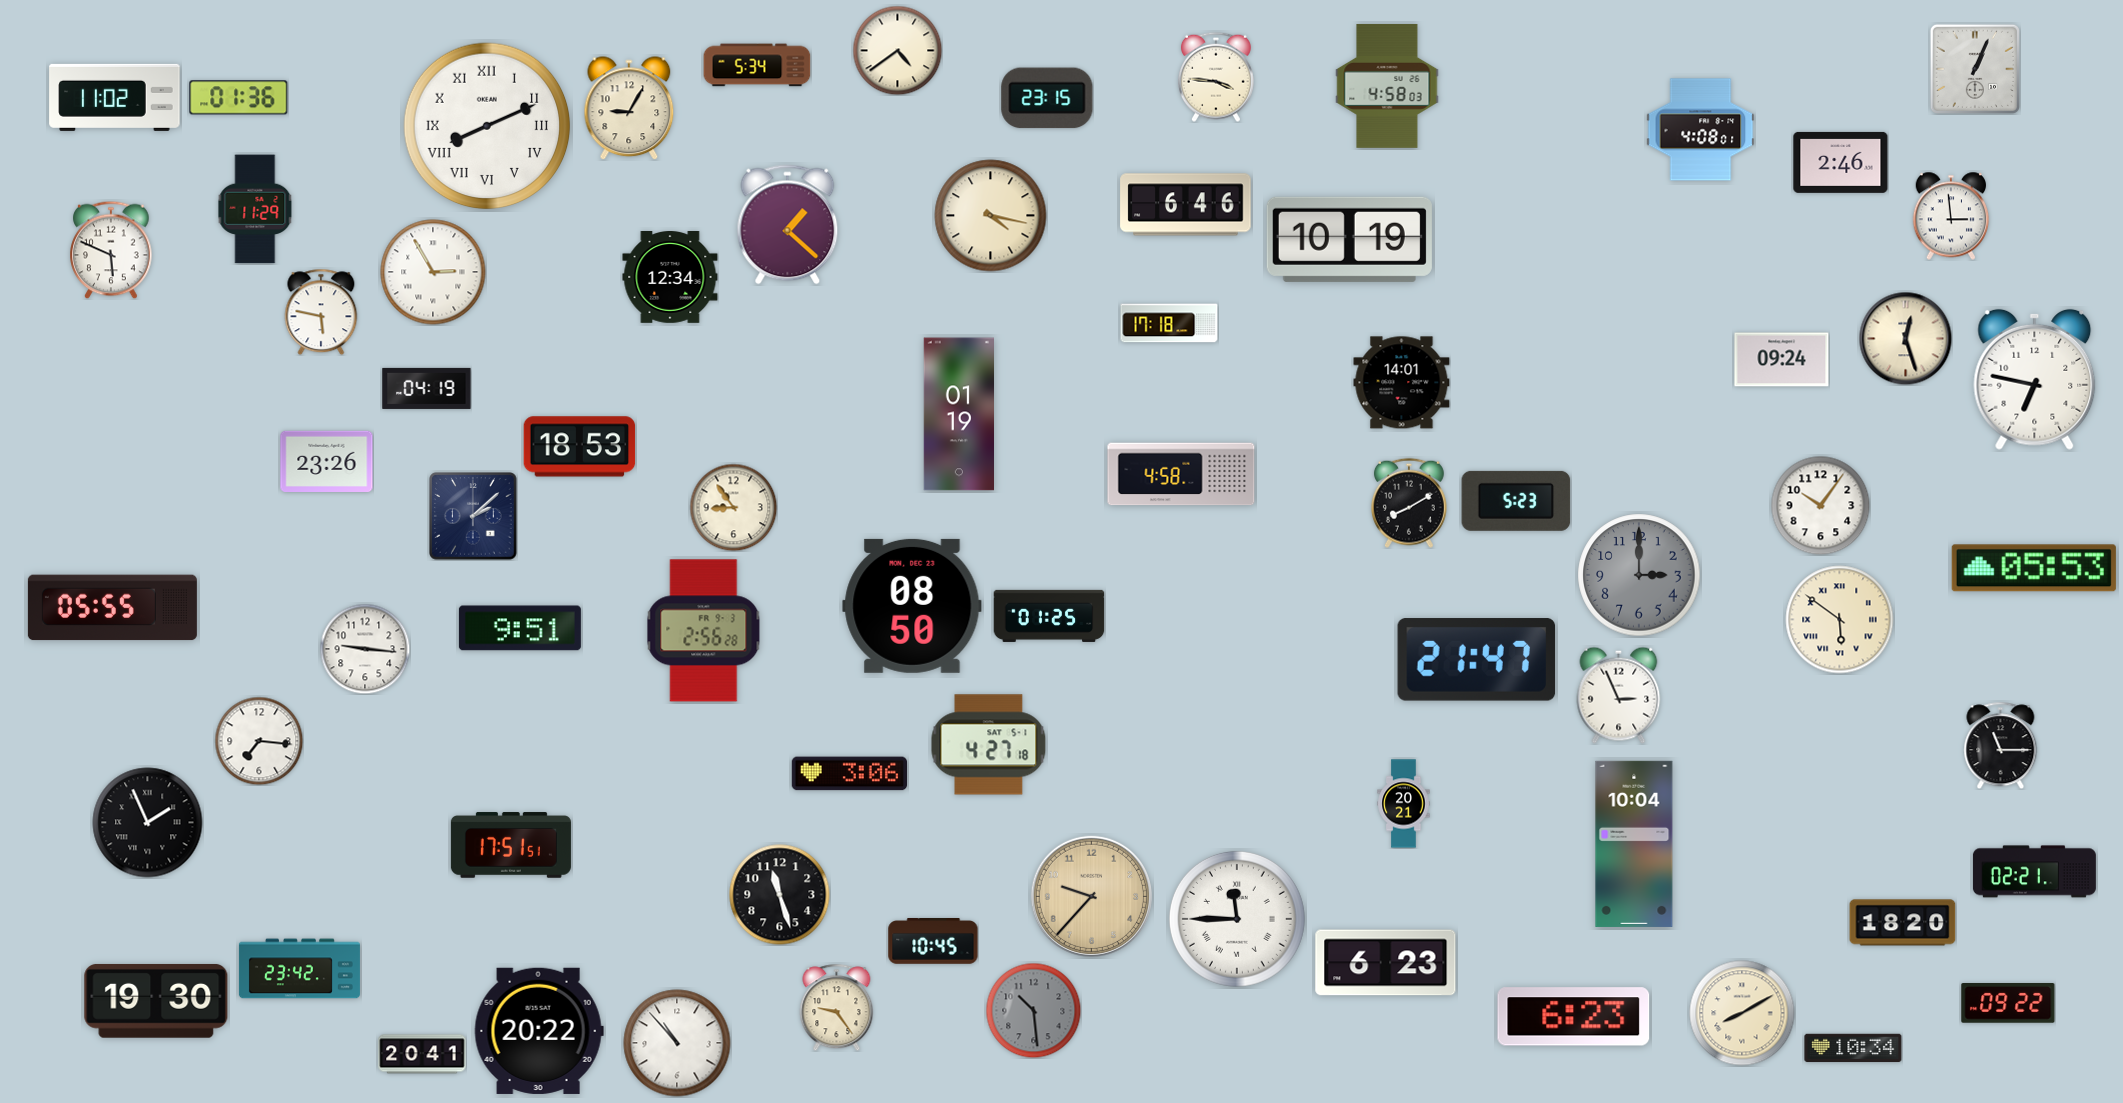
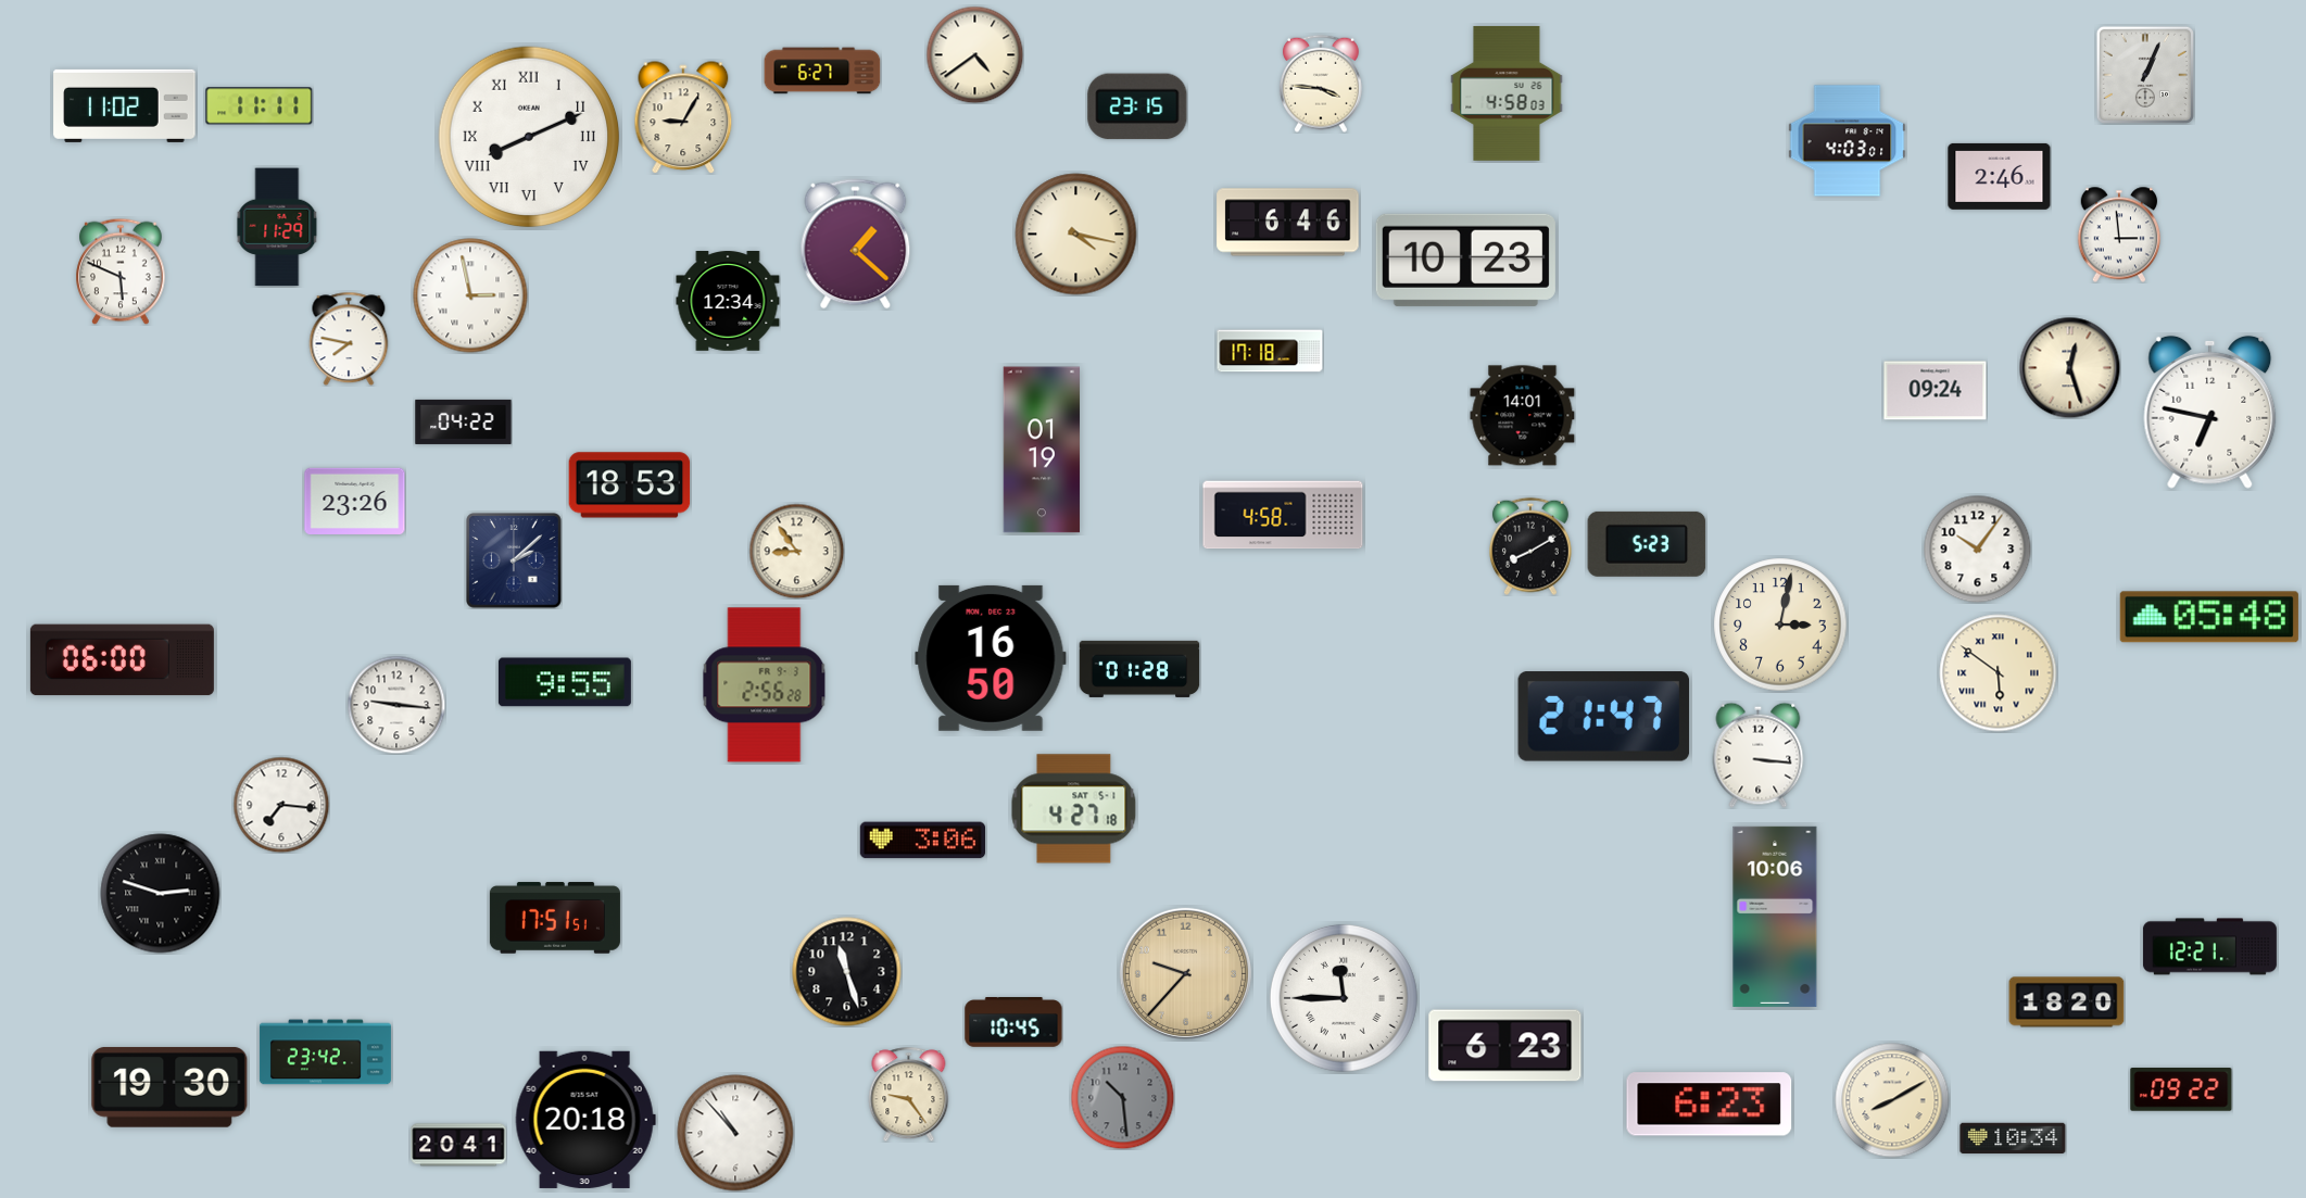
clock at (757, 65): 5:34 -> 6:27
clock at (239, 98): 01:36 -> 11:11
clock at (1701, 130): 4:08 -> 4:03
clock at (1349, 239): 10:19 -> 10:23
clock at (433, 272): 2:55 -> 2:58
clock at (321, 312): 5:47 -> 7:47
clock at (427, 388): 04:19 -> 04:22
clock at (2034, 568): 05:53 -> 05:48
clock at (1639, 575): 3:00 -> 3:02
clock at (1639, 575) dial: grey -> cream
clock at (912, 606): 08:50 -> 16:50
clock at (112, 608): 05:55 -> 06:00
clock at (1049, 616): 01:25 -> 01:28
clock at (520, 628): 9:51 -> 9:55
clock at (1619, 695): 2:56 -> 3:16
clock at (2001, 745): 11:15 -> none
clock at (1404, 804): 20:21 -> none
clock at (148, 823): 1:56 -> 2:48
clock at (1634, 844): 10:04 -> 10:06
clock at (2034, 872): 02:21 -> 12:21
clock at (539, 1031): 20:22 -> 20:18
